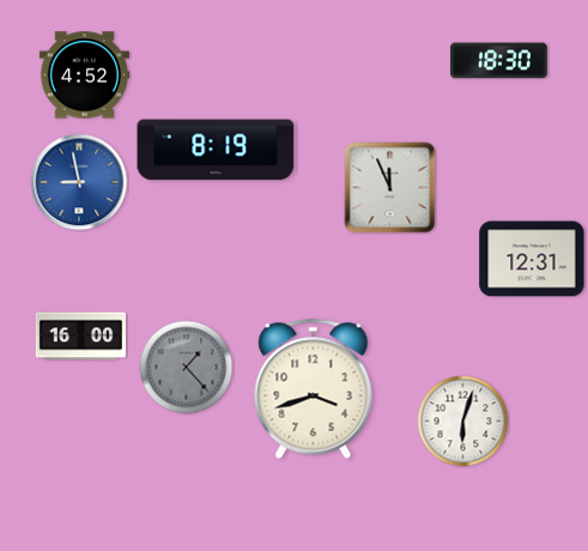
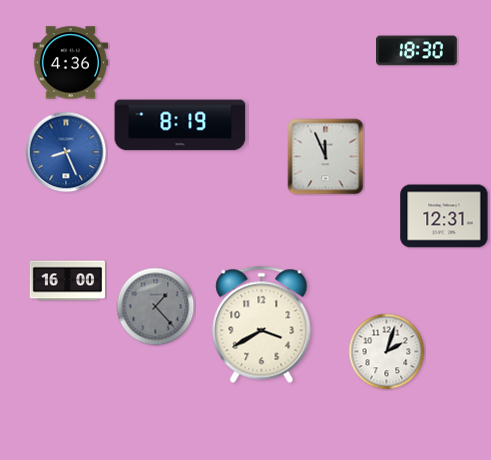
clock at (84, 75): 4:52 -> 4:36
clock at (79, 182): 8:58 -> 8:26
clock at (314, 388): 3:42 -> 3:40
clock at (463, 422): 6:03 -> 2:03
